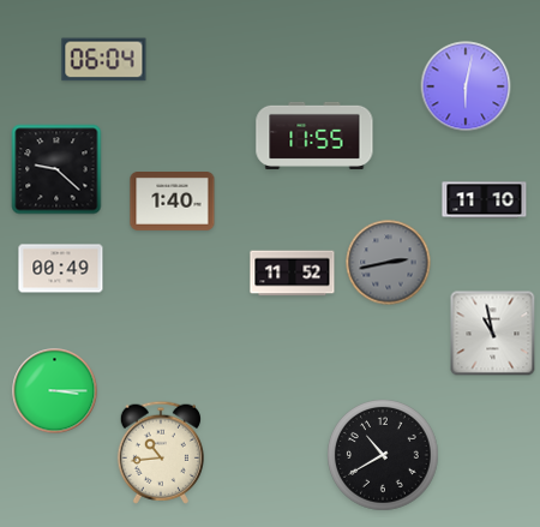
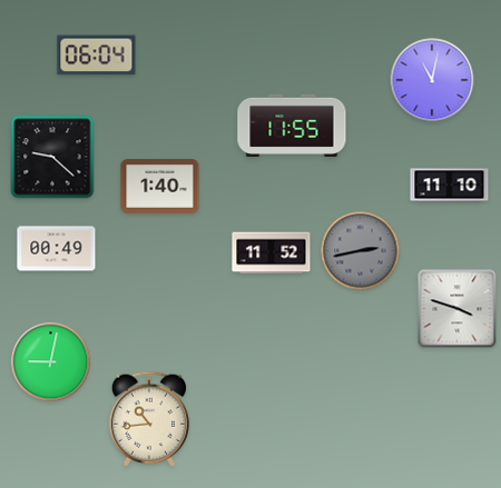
clock at (466, 86): 6:02 -> 11:02
clock at (389, 263) position: (389, 263) -> (361, 251)
clock at (493, 334): 10:58 -> 3:48
clock at (55, 391): 3:15 -> 9:02
clock at (383, 455): 10:40 -> none
